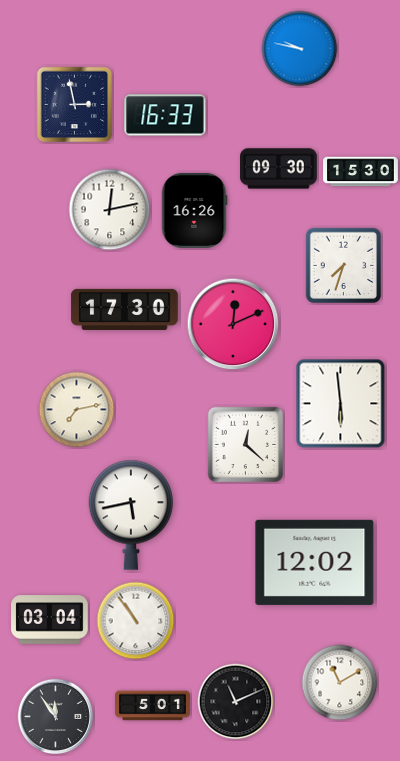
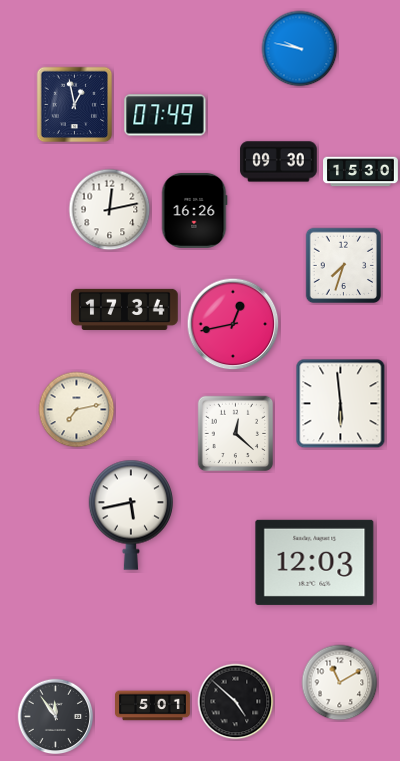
clock at (75, 105): 2:58 -> 12:58
clock at (165, 115): 16:33 -> 07:49
clock at (279, 169) position: (279, 169) -> (279, 162)
clock at (125, 309): 17:30 -> 17:34
clock at (233, 324): 12:11 -> 12:43
clock at (246, 445) position: (246, 445) -> (236, 434)
clock at (315, 562): 12:02 -> 12:03
clock at (50, 620): 03:04 -> none
clock at (136, 621): 10:54 -> none
clock at (236, 702): 11:11 -> 4:52
